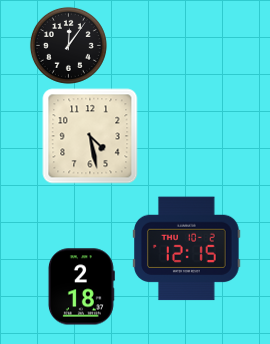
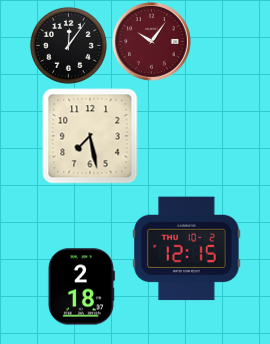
clock at (152, 42): none -> 10:06
clock at (90, 136): 4:28 -> 7:28
